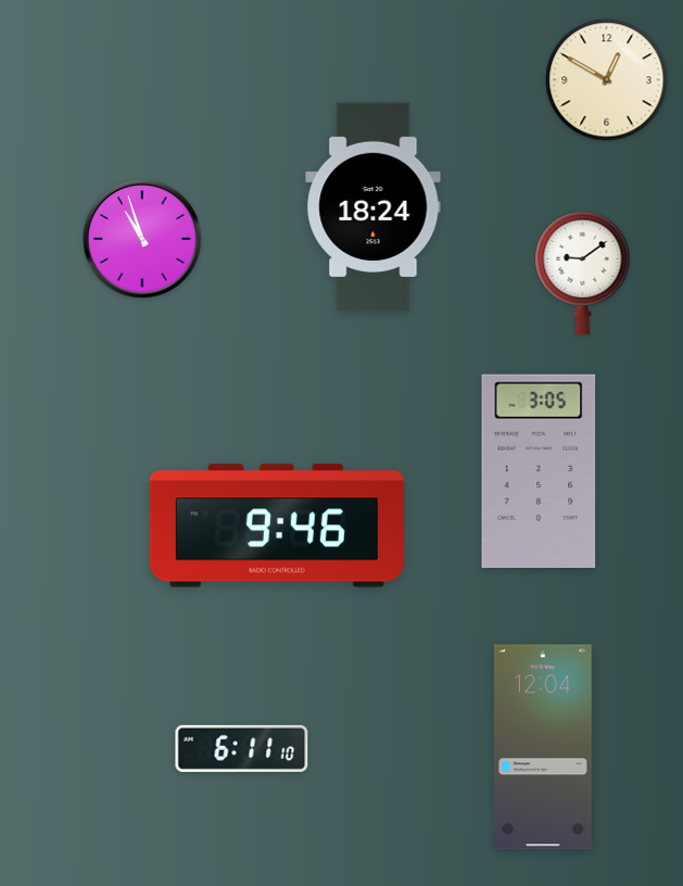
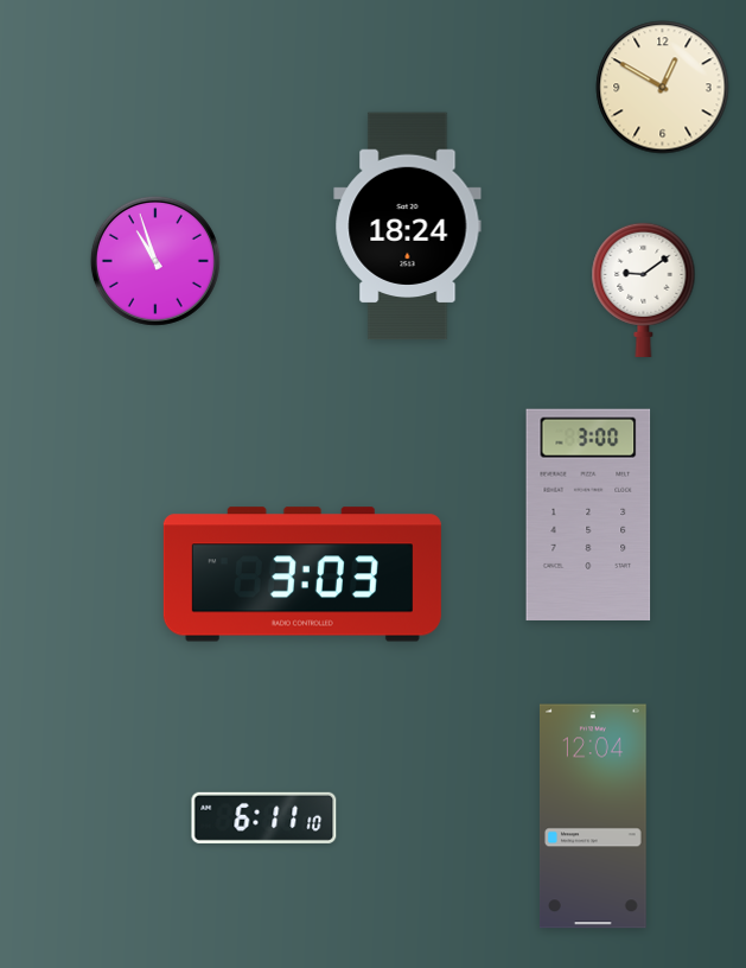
clock at (583, 273) position: (583, 273) -> (644, 289)
clock at (539, 470): 3:05 -> 3:00
clock at (277, 526): 9:46 -> 3:03
